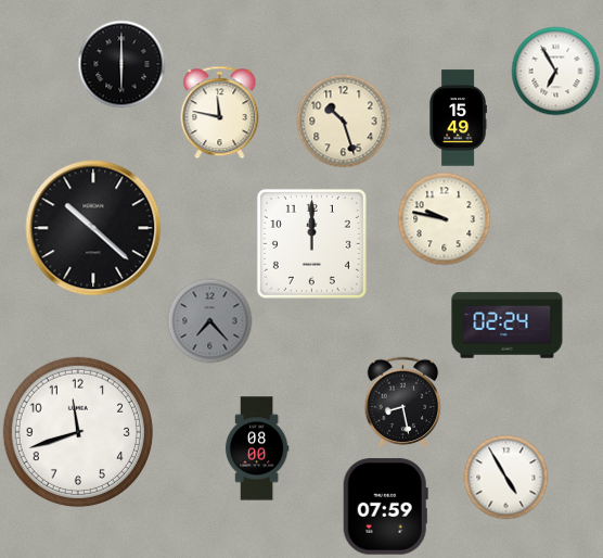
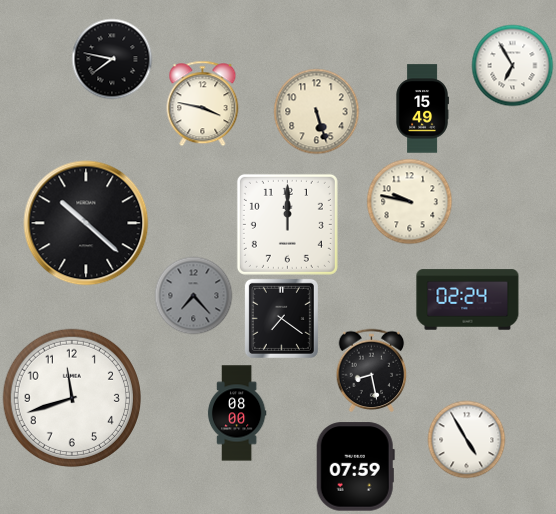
clock at (121, 64): 6:00 -> 7:47
clock at (220, 112): 11:47 -> 3:47
clock at (343, 121): 10:27 -> 5:27
clock at (93, 228) position: (93, 228) -> (86, 223)
clock at (281, 318): none -> 7:21
